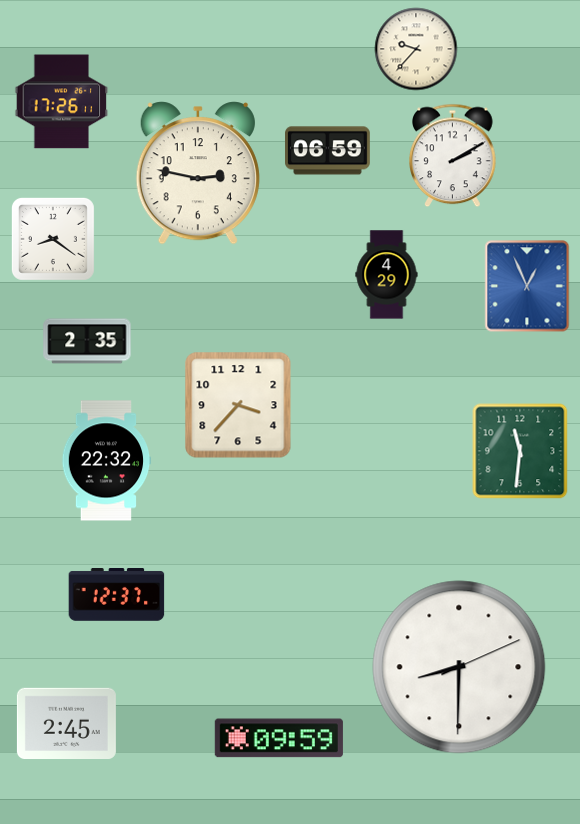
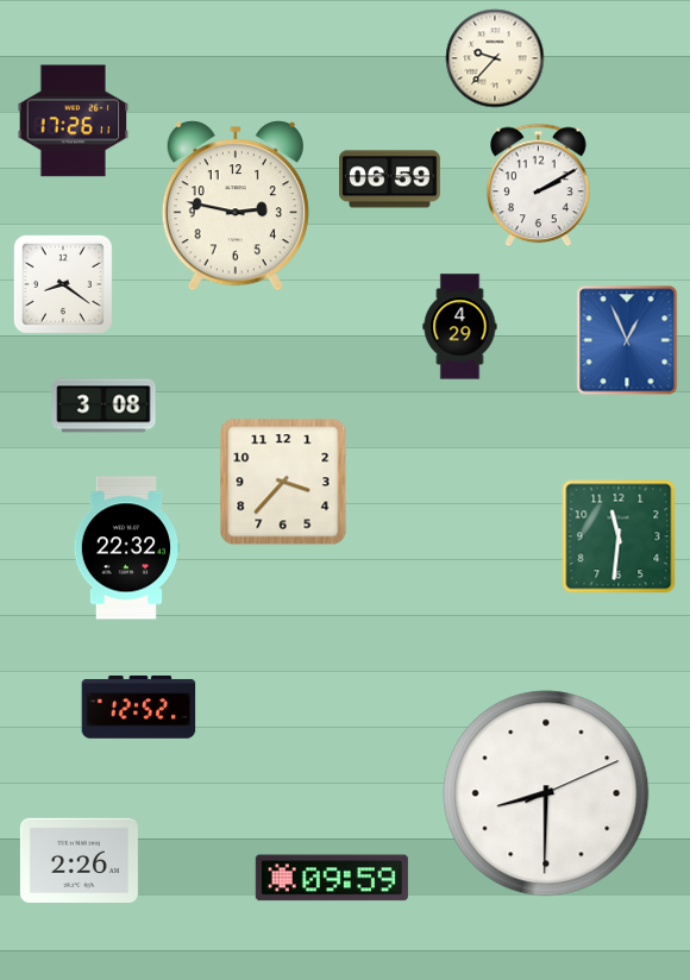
clock at (87, 341): 2:35 -> 3:08
clock at (117, 595): 12:37 -> 12:52
clock at (66, 723): 2:45 -> 2:26
